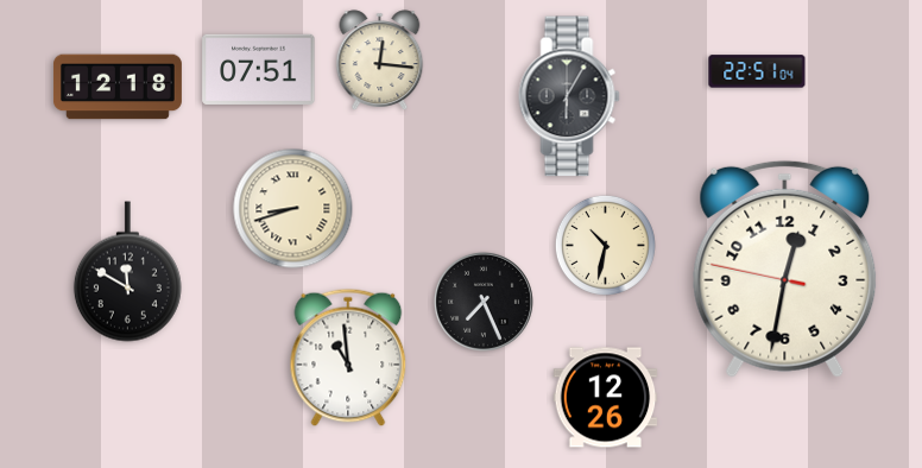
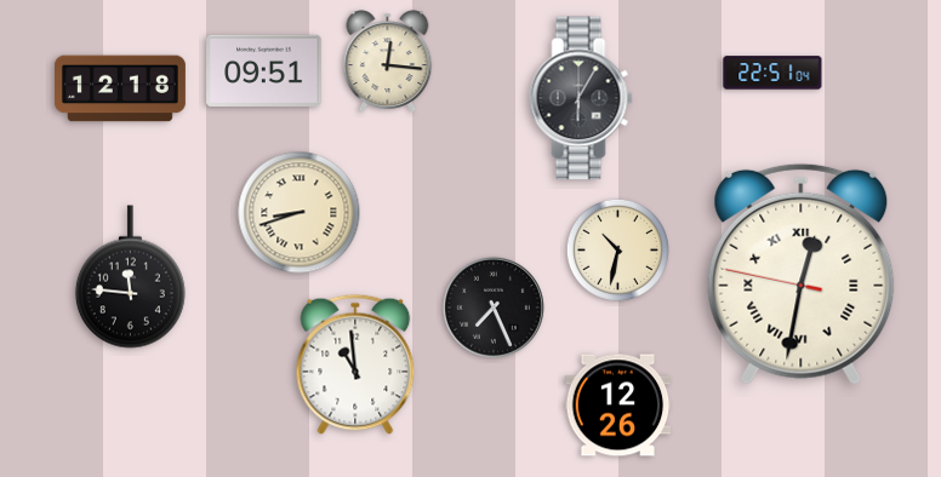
clock at (259, 69): 07:51 -> 09:51
clock at (785, 268) numerals: Arabic -> Roman
clock at (127, 272): 11:50 -> 11:46
